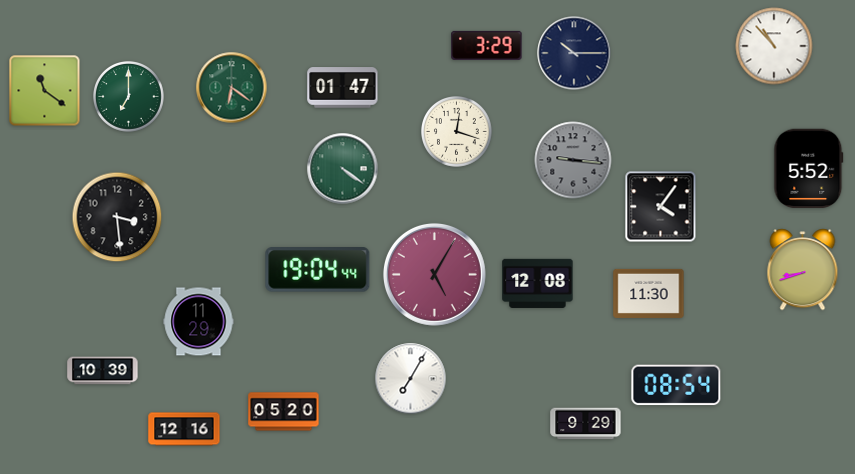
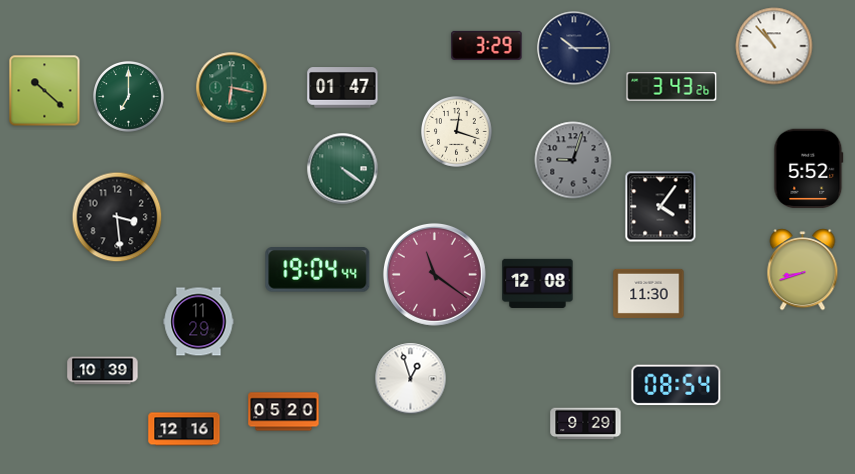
clock at (574, 53) position: (574, 53) -> (574, 48)
clock at (672, 87): none -> 3:43
clock at (232, 88): 6:21 -> 6:17
clock at (45, 91): 11:21 -> 10:22
clock at (573, 160): 9:16 -> 9:03
clock at (434, 274): 5:05 -> 11:21
clock at (411, 379): 7:05 -> 12:57
